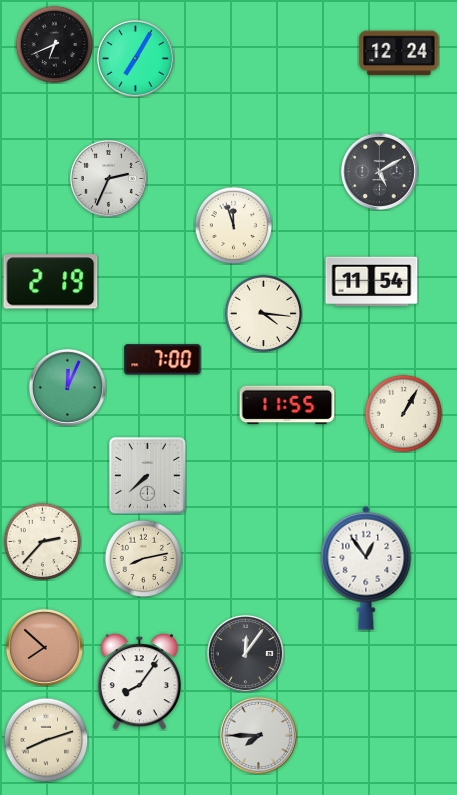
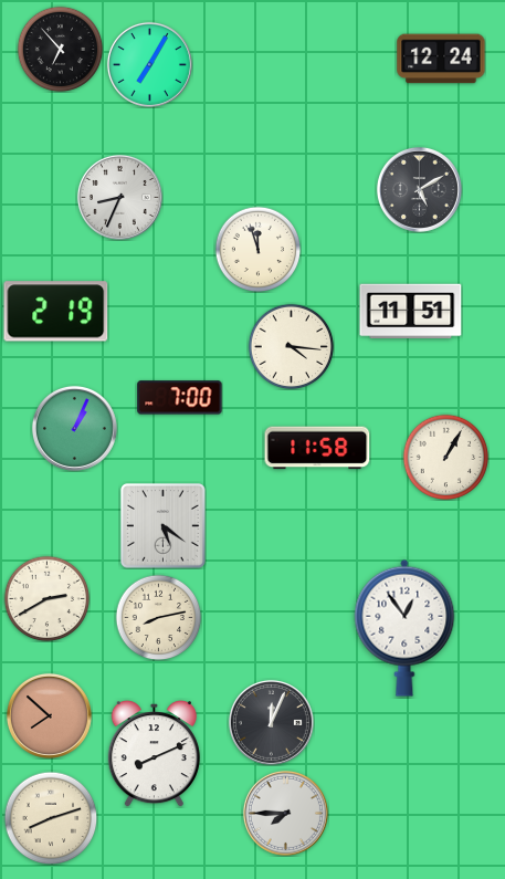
clock at (54, 44): 6:41 -> 6:53
clock at (108, 178): 2:34 -> 8:34
clock at (372, 282): 11:54 -> 11:51
clock at (67, 387): 12:04 -> 1:04
clock at (287, 405): 11:55 -> 11:58
clock at (148, 476): 7:38 -> 5:21
clock at (42, 541): 2:37 -> 2:40
clock at (245, 653): 12:06 -> 12:04
clock at (139, 682): 8:06 -> 8:11
